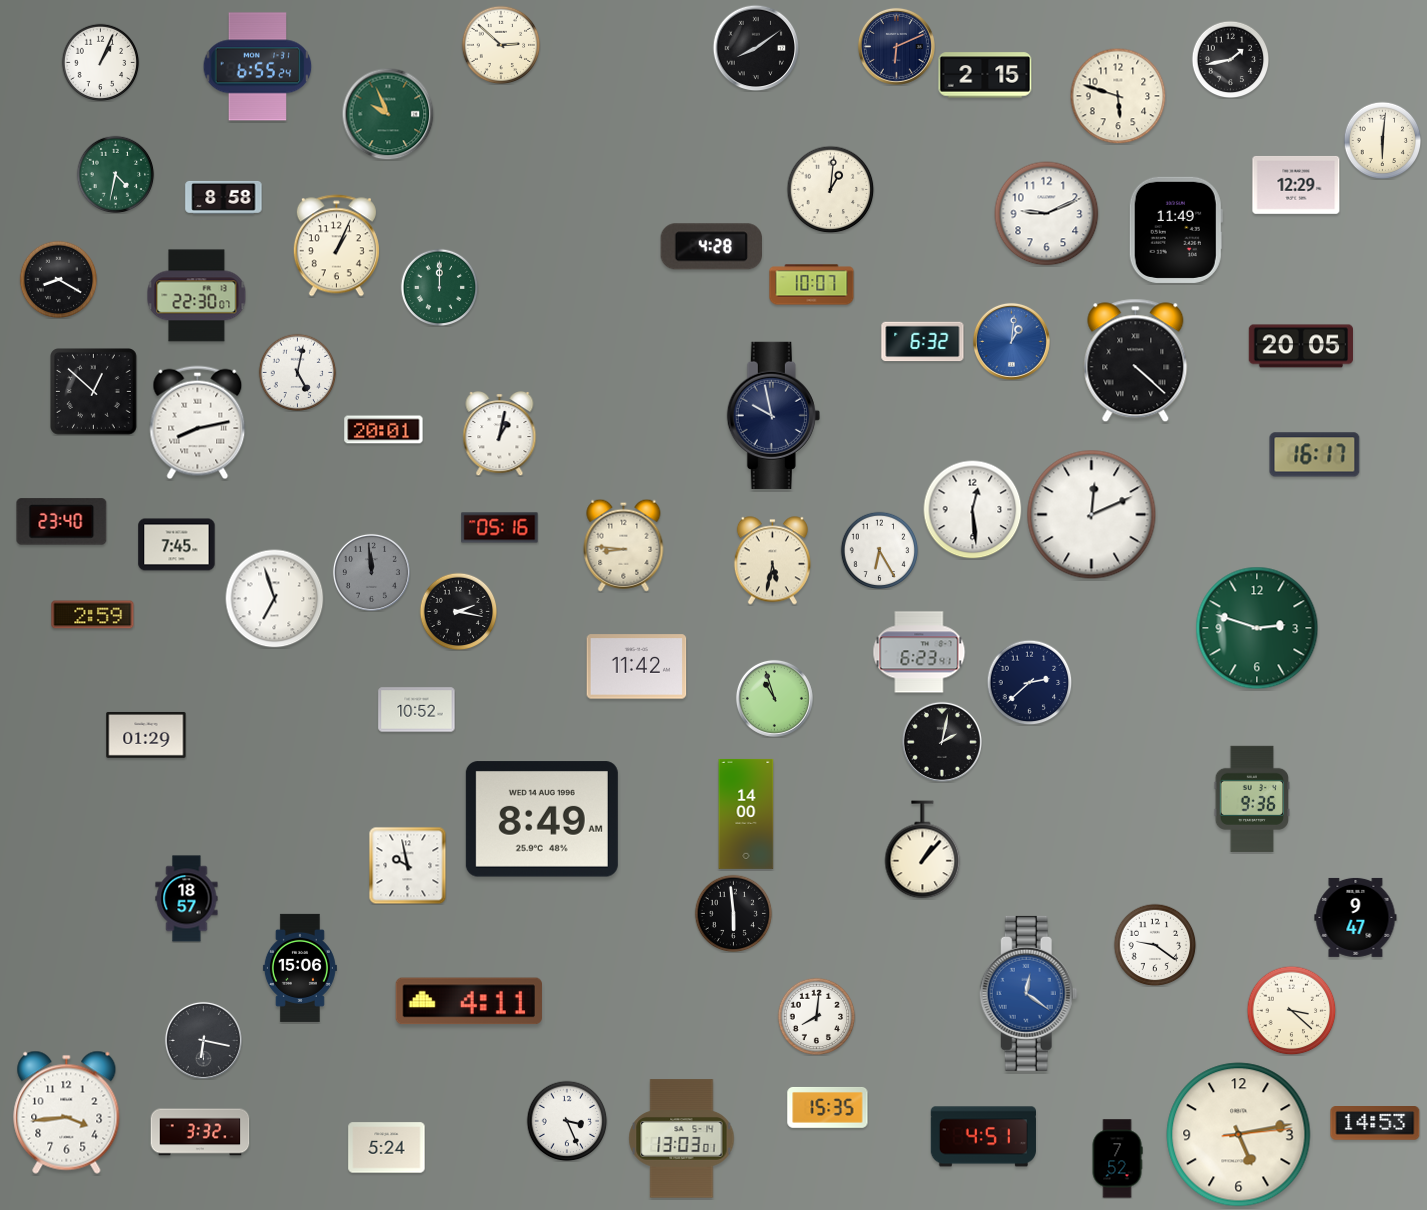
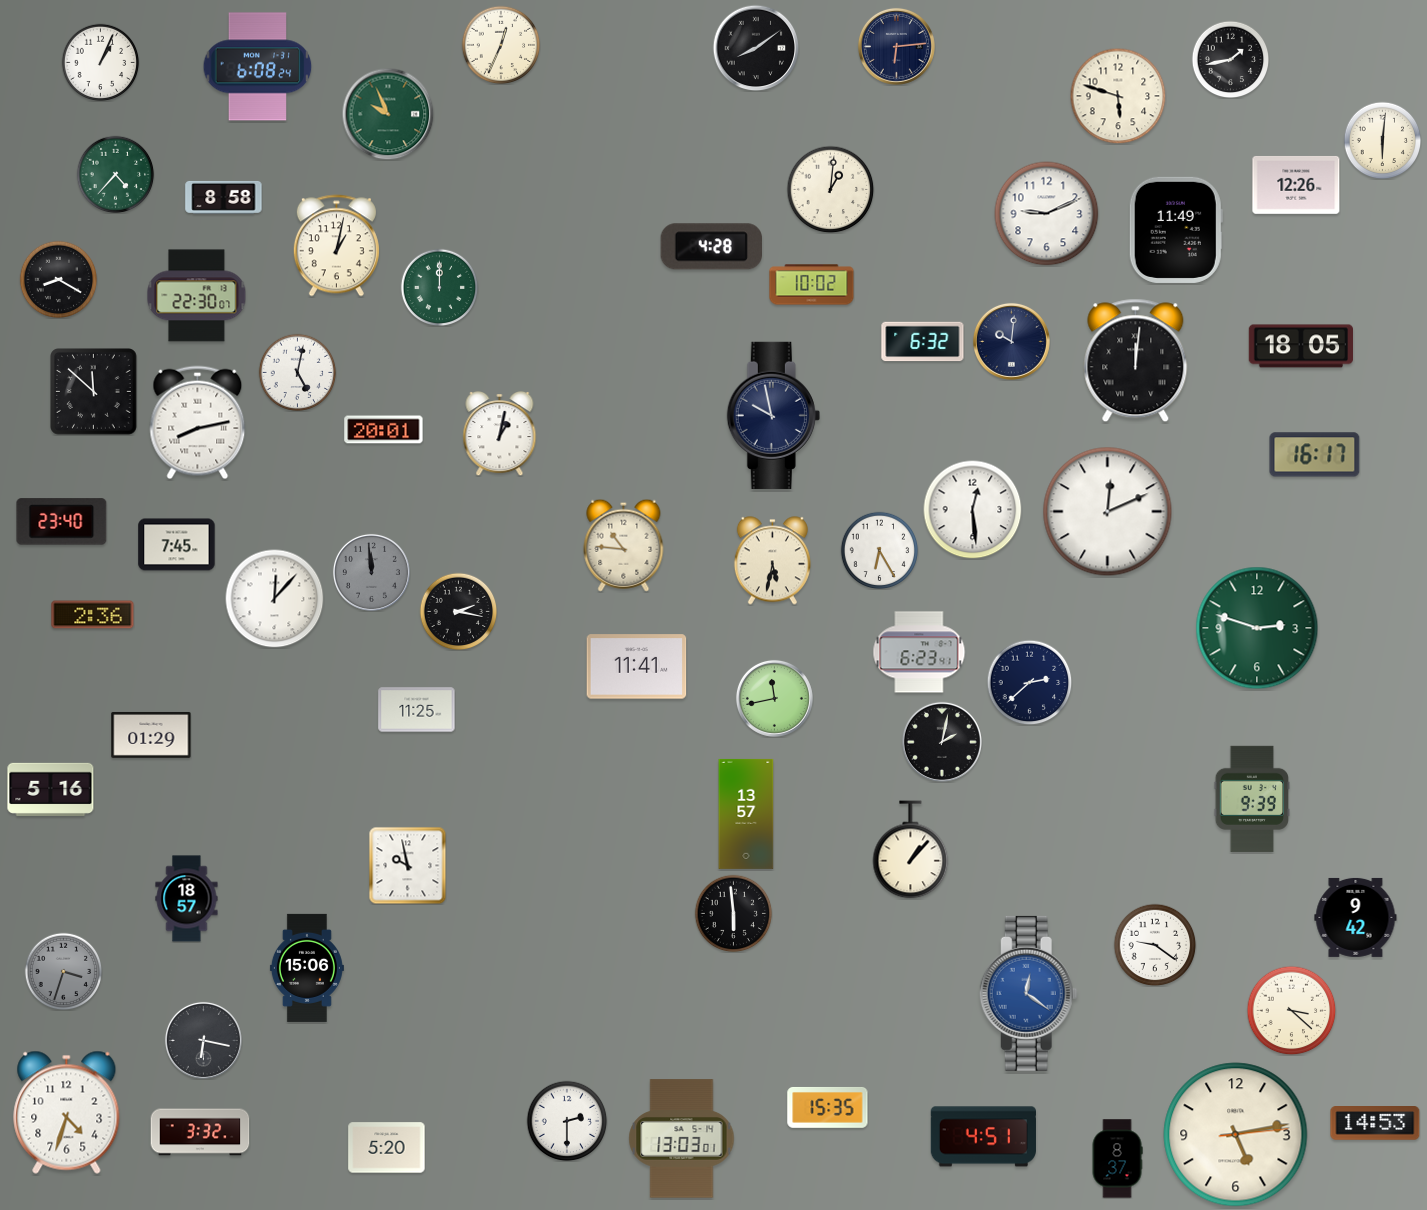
clock at (501, 45): 2:52 -> 12:34
clock at (896, 46): 6:11 -> 6:14
clock at (258, 67): 6:55 -> 6:08
clock at (985, 75): 2:15 -> none
clock at (115, 174): 4:32 -> 4:37
clock at (1296, 185): 12:29 -> 12:26
clock at (336, 246): 1:04 -> 1:02
clock at (812, 285): 10:07 -> 10:02
clock at (1011, 341): 1:01 -> 10:01
clock at (1011, 341) dial: blue -> navy
clock at (1300, 346): 20:05 -> 18:05
clock at (1136, 361): 4:22 -> 12:01
clock at (94, 392): 12:52 -> 11:52
clock at (1092, 515) position: (1092, 515) -> (1108, 512)
clock at (500, 528): 05:16 -> none
clock at (624, 545): 8:46 -> 10:46
clock at (275, 599): 6:57 -> 12:07
clock at (93, 615): 2:59 -> 2:36
clock at (637, 667): 11:42 -> 11:41
clock at (774, 698): 10:57 -> 11:43
clock at (417, 710): 10:52 -> 11:25
clock at (146, 735) position: (146, 735) -> (151, 735)
clock at (51, 789): none -> 5:16
clock at (1252, 799): 9:36 -> 9:39
clock at (746, 814): 14:00 -> 13:57
clock at (542, 819): 8:49 -> none
clock at (923, 850) position: (923, 850) -> (911, 850)
clock at (1356, 917): 9:47 -> 9:42
clock at (300, 968) position: (300, 968) -> (307, 968)
clock at (63, 971): none -> 3:33
clock at (469, 1001): 4:11 -> none
clock at (816, 1016): 8:01 -> none
clock at (67, 1112): 3:44 -> 4:33
clock at (567, 1121): 3:26 -> 2:30
clock at (1239, 1135) position: (1239, 1135) -> (1236, 1135)
clock at (387, 1148): 5:24 -> 5:20
clock at (1117, 1159): 7:52 -> 8:37
